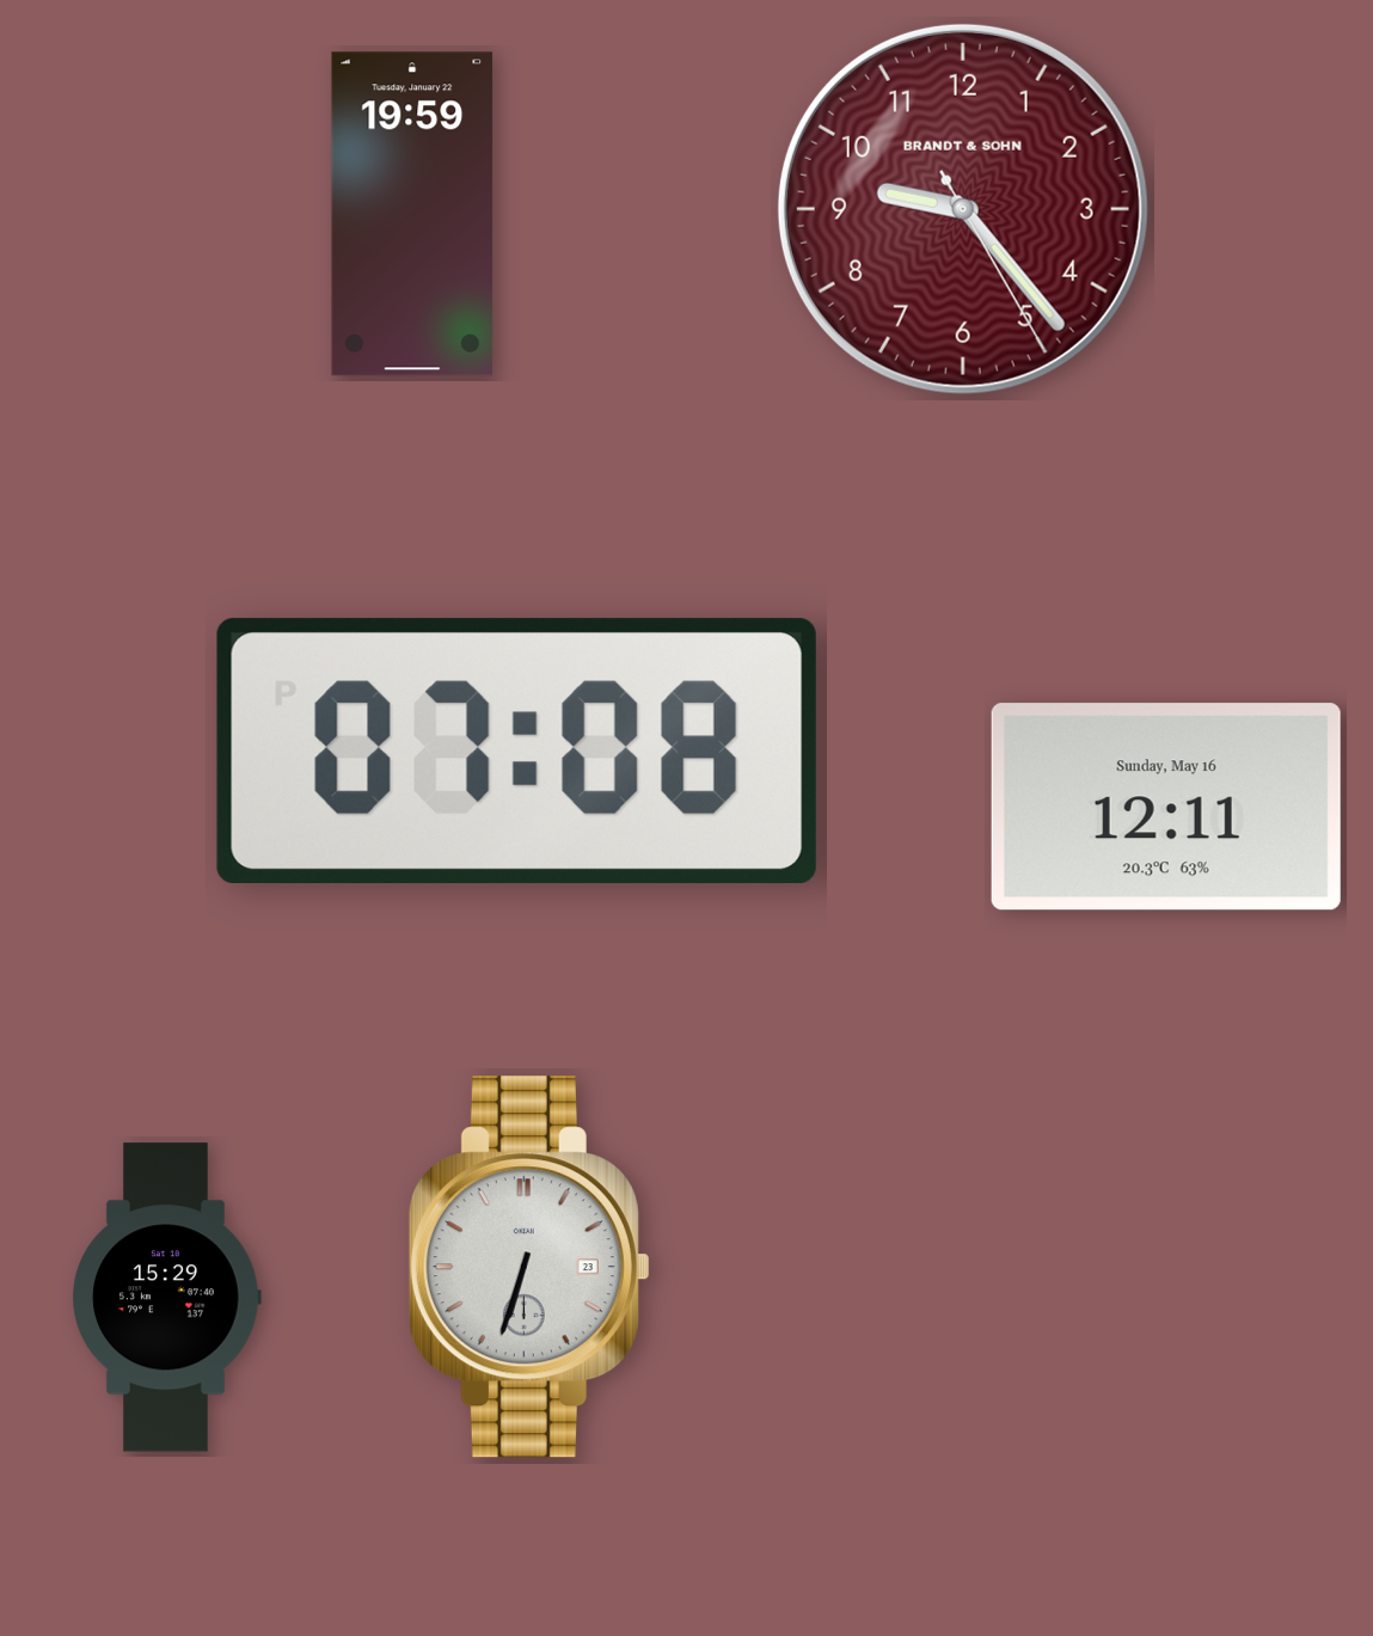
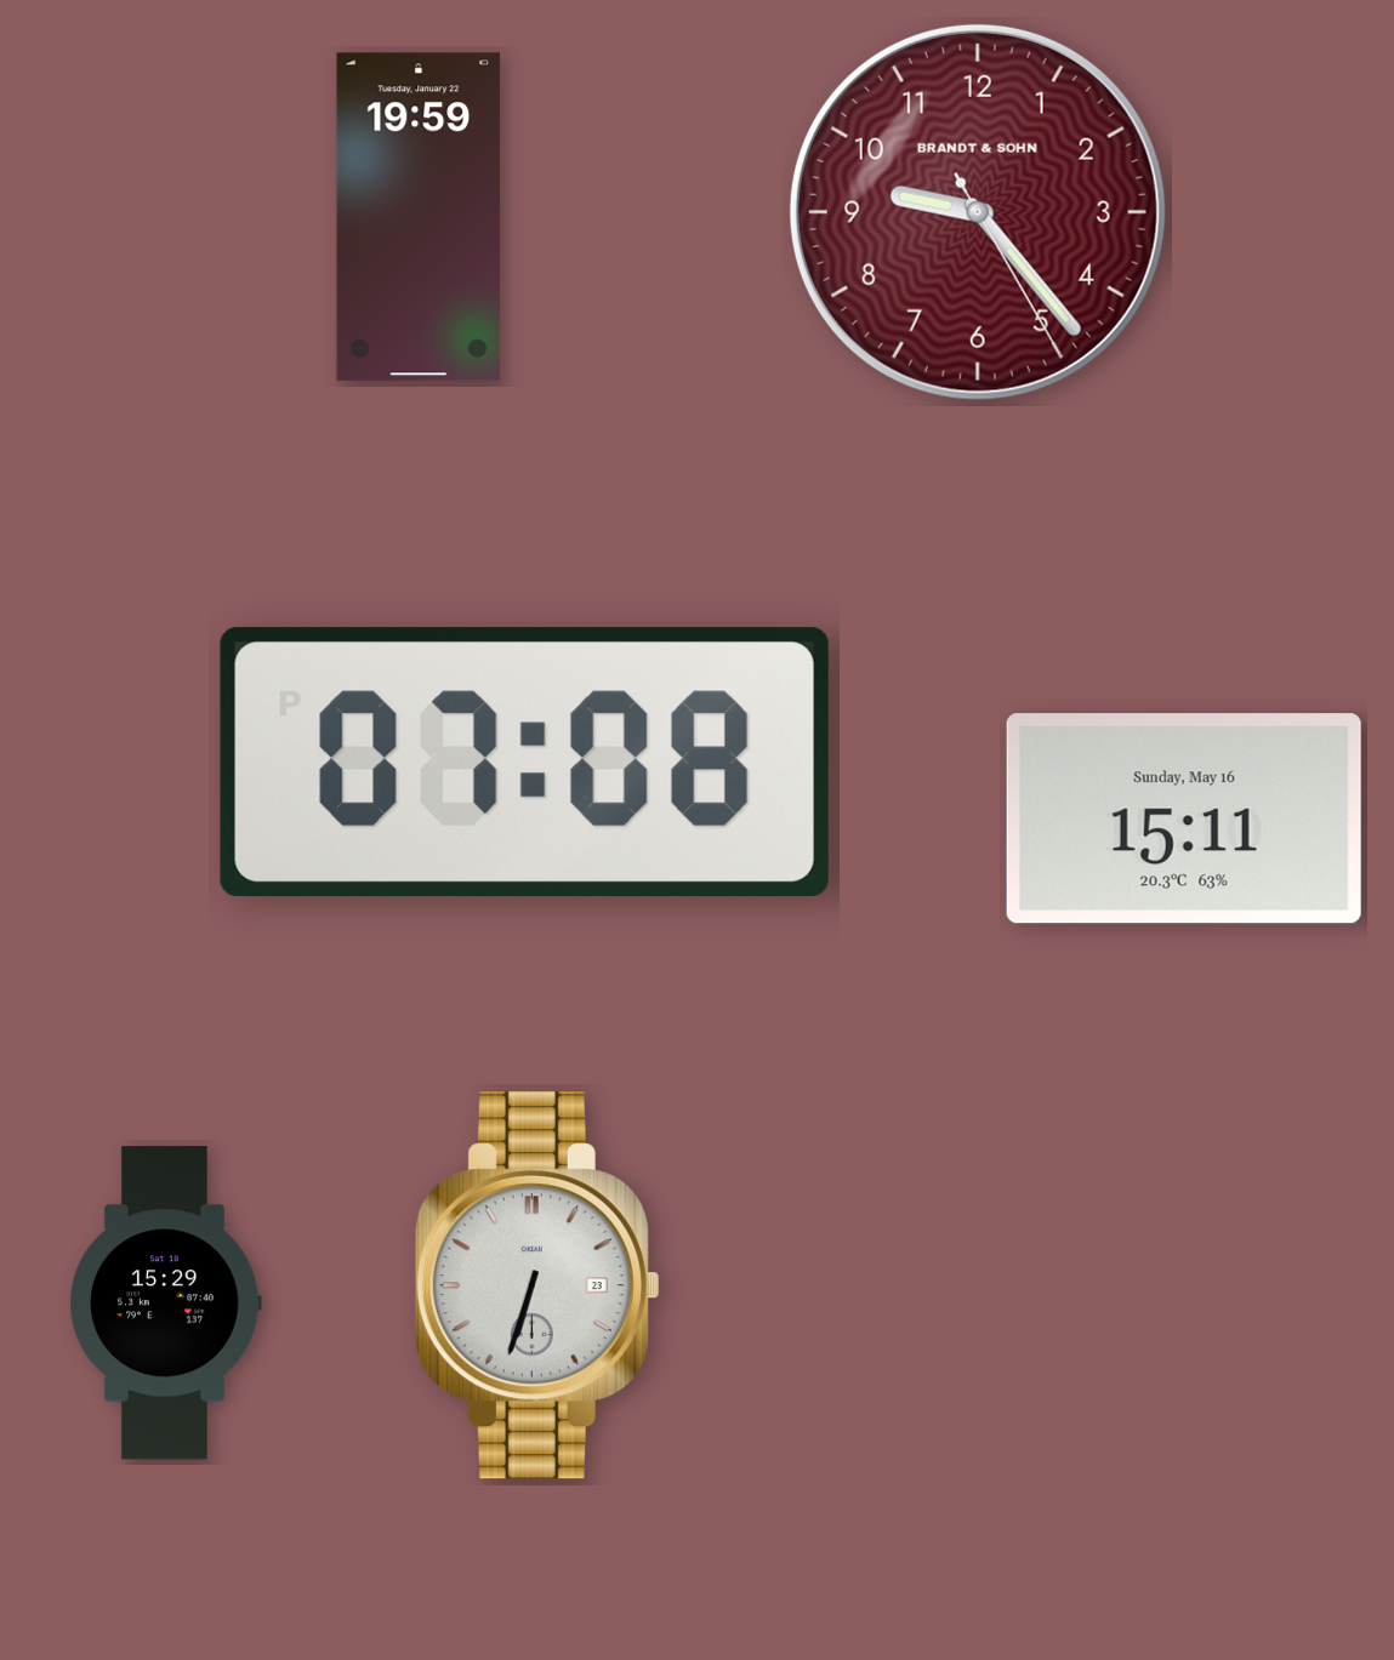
clock at (1166, 807): 12:11 -> 15:11
clock at (166, 1298) position: (166, 1298) -> (165, 1304)
